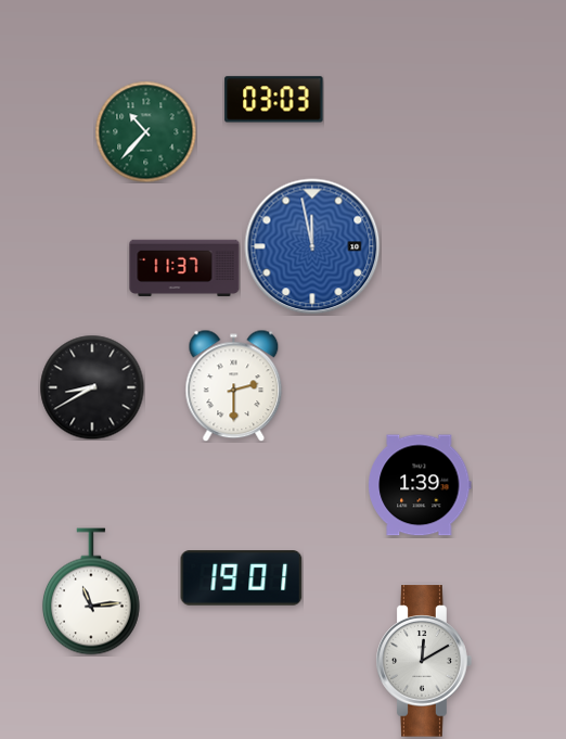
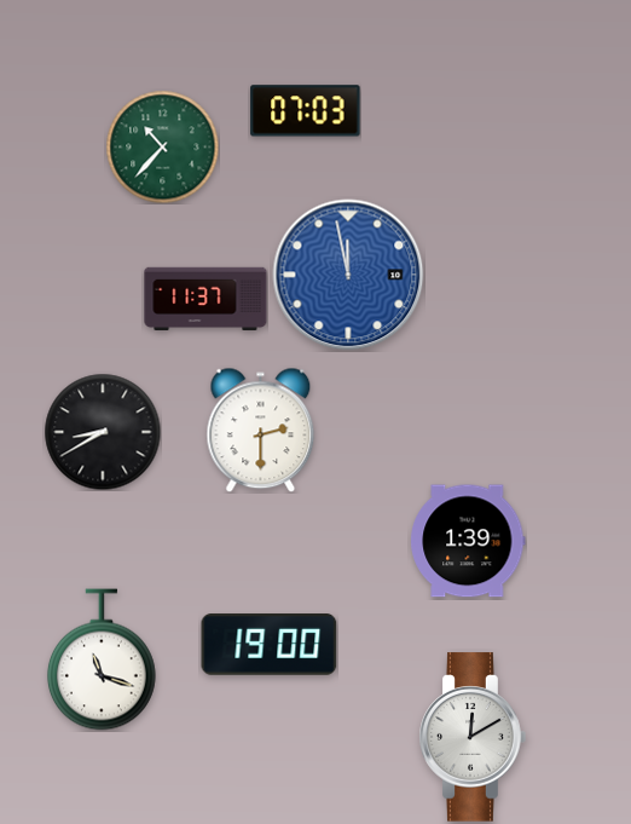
clock at (274, 100): 03:03 -> 07:03
clock at (242, 578): 19:01 -> 19:00
clock at (91, 591): 11:14 -> 11:18
